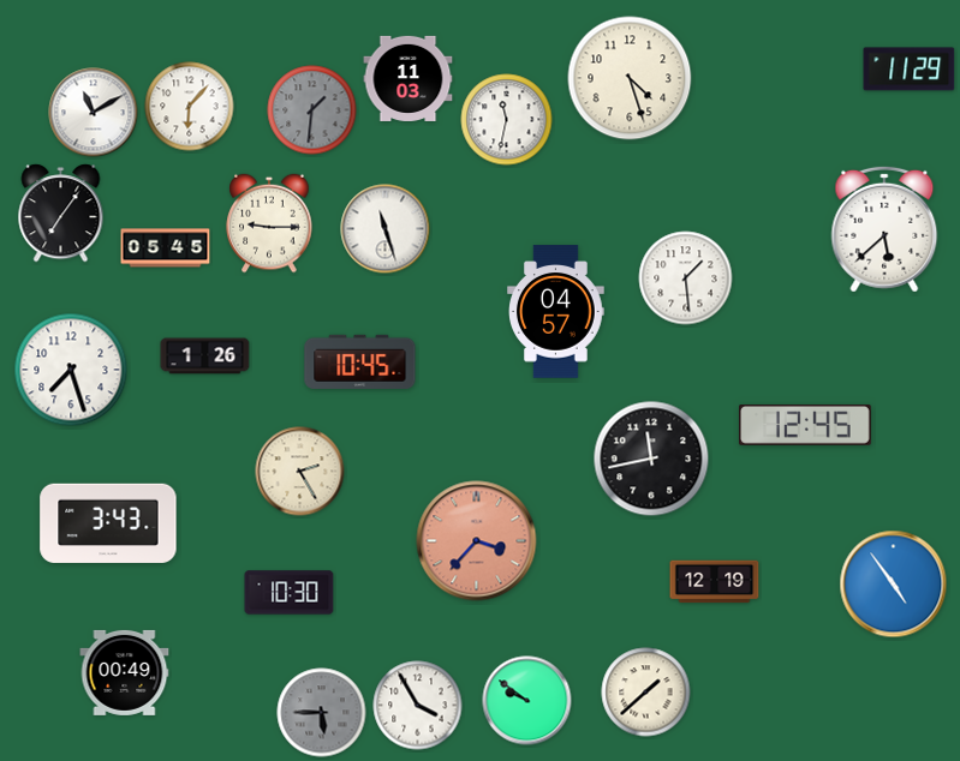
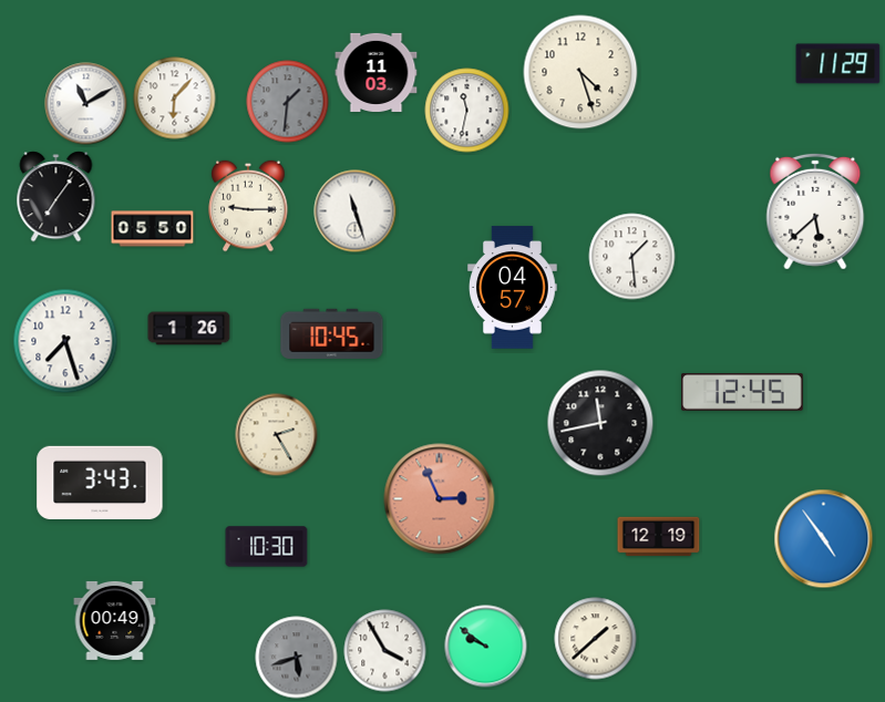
clock at (166, 248): 05:45 -> 05:50
clock at (477, 541): 3:37 -> 2:56
clock at (322, 713): 5:45 -> 5:42
